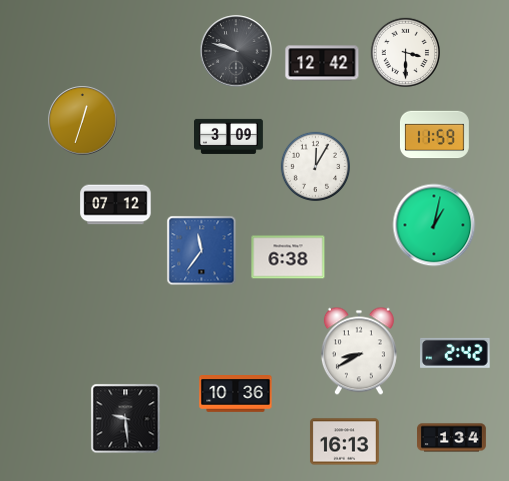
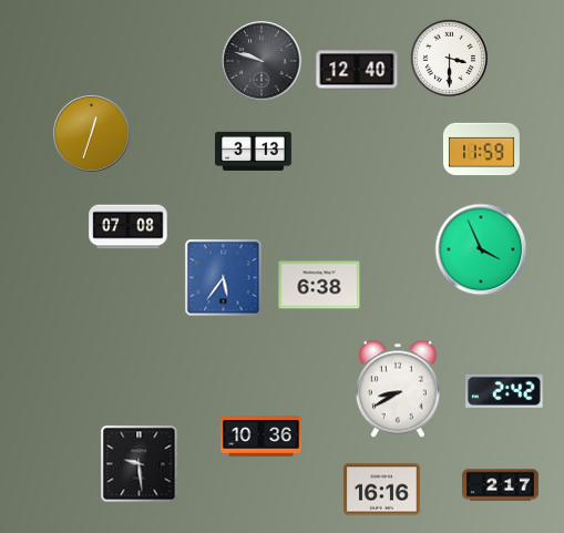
clock at (236, 51) position: (236, 51) -> (262, 61)
clock at (322, 63): 12:42 -> 12:40
clock at (229, 136): 3:09 -> 3:13
clock at (315, 166): 12:05 -> none
clock at (116, 205): 07:12 -> 07:08
clock at (434, 225): 1:02 -> 3:56
clock at (202, 251): 11:36 -> 5:36
clock at (452, 438): 1:34 -> 2:17
clock at (344, 442): 16:13 -> 16:16
